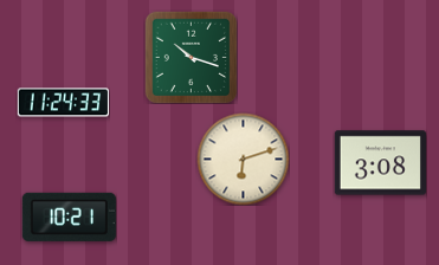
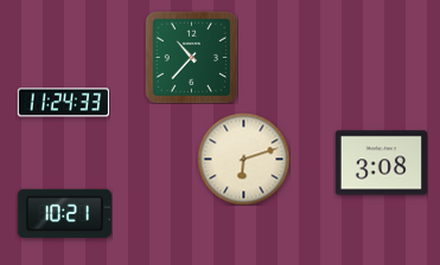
clock at (191, 57): 10:18 -> 10:37
clock at (69, 216) position: (69, 216) -> (64, 213)
